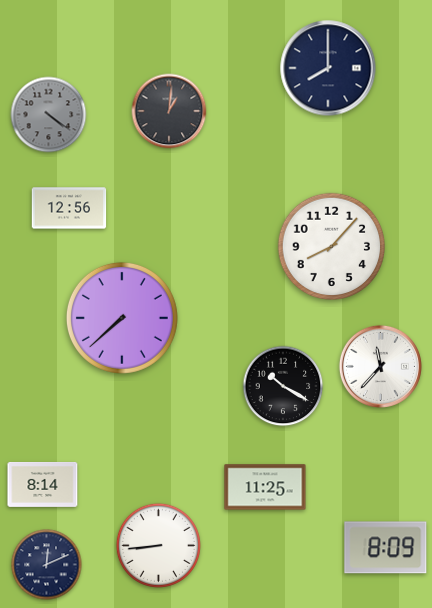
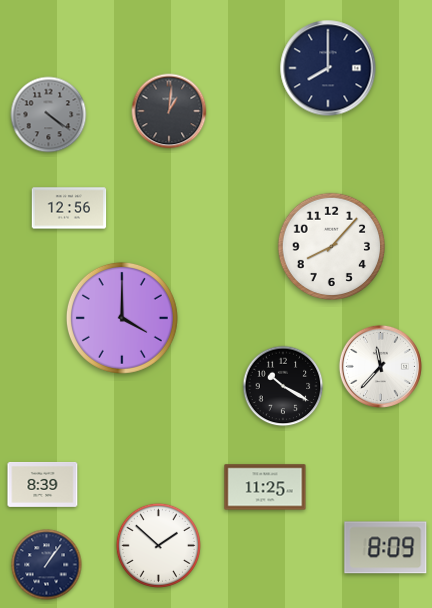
clock at (122, 318): 7:38 -> 4:00
clock at (43, 484): 8:14 -> 8:39
clock at (158, 545): 8:44 -> 1:52
clock at (47, 565): 12:11 -> 1:06
